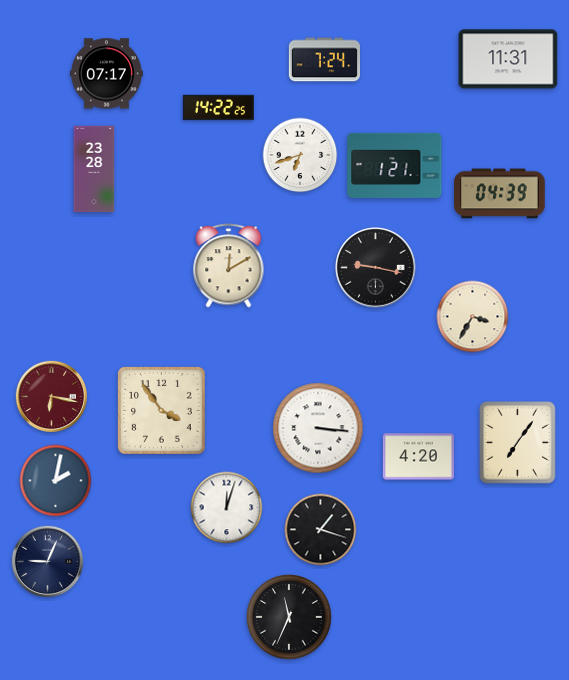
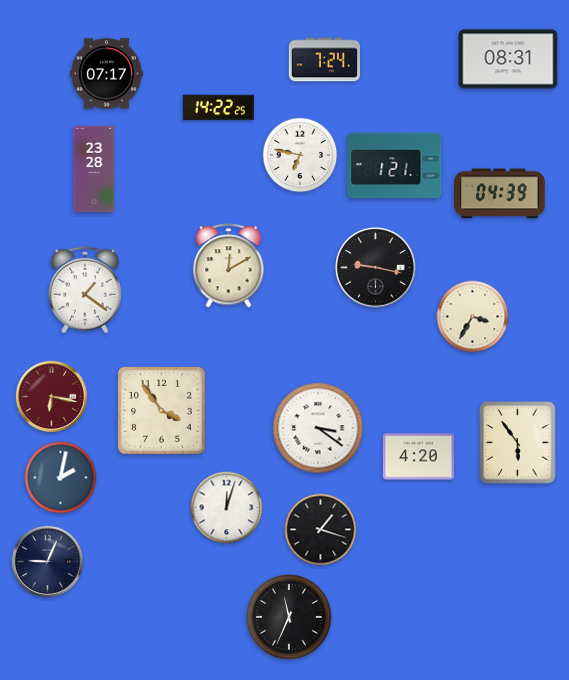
clock at (508, 59): 11:31 -> 08:31
clock at (300, 155): 6:42 -> 6:47
clock at (85, 290): none -> 1:21
clock at (318, 428): 3:16 -> 3:21
clock at (518, 443): 7:06 -> 5:54
clock at (56, 481) position: (56, 481) -> (61, 478)
